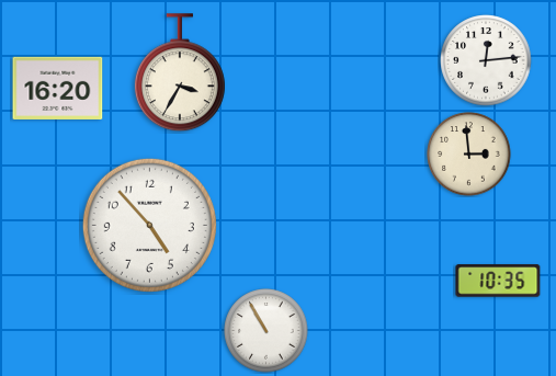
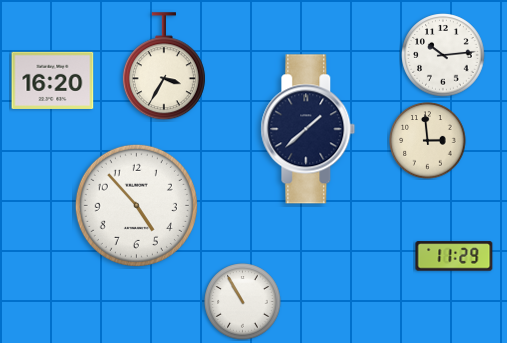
clock at (486, 60): 12:14 -> 10:14
clock at (308, 129): none -> 1:38
clock at (498, 281): 10:35 -> 11:29
